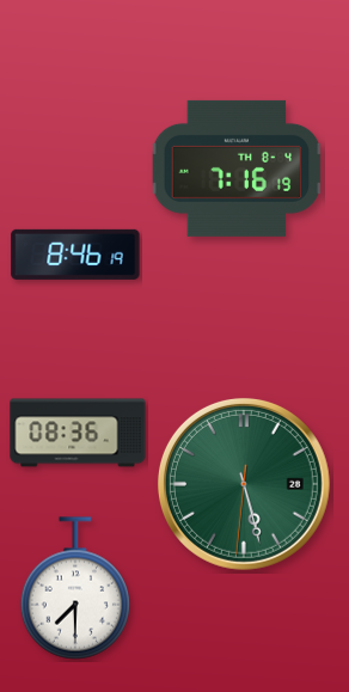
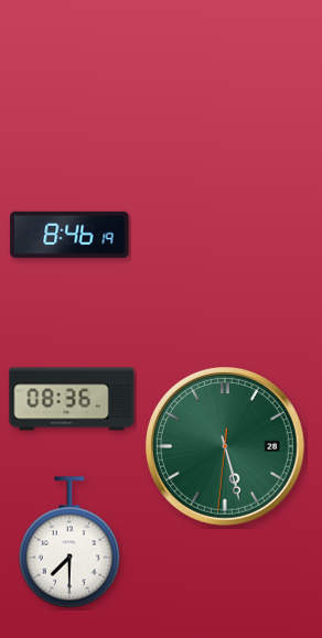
clock at (237, 169): 7:16 -> none
